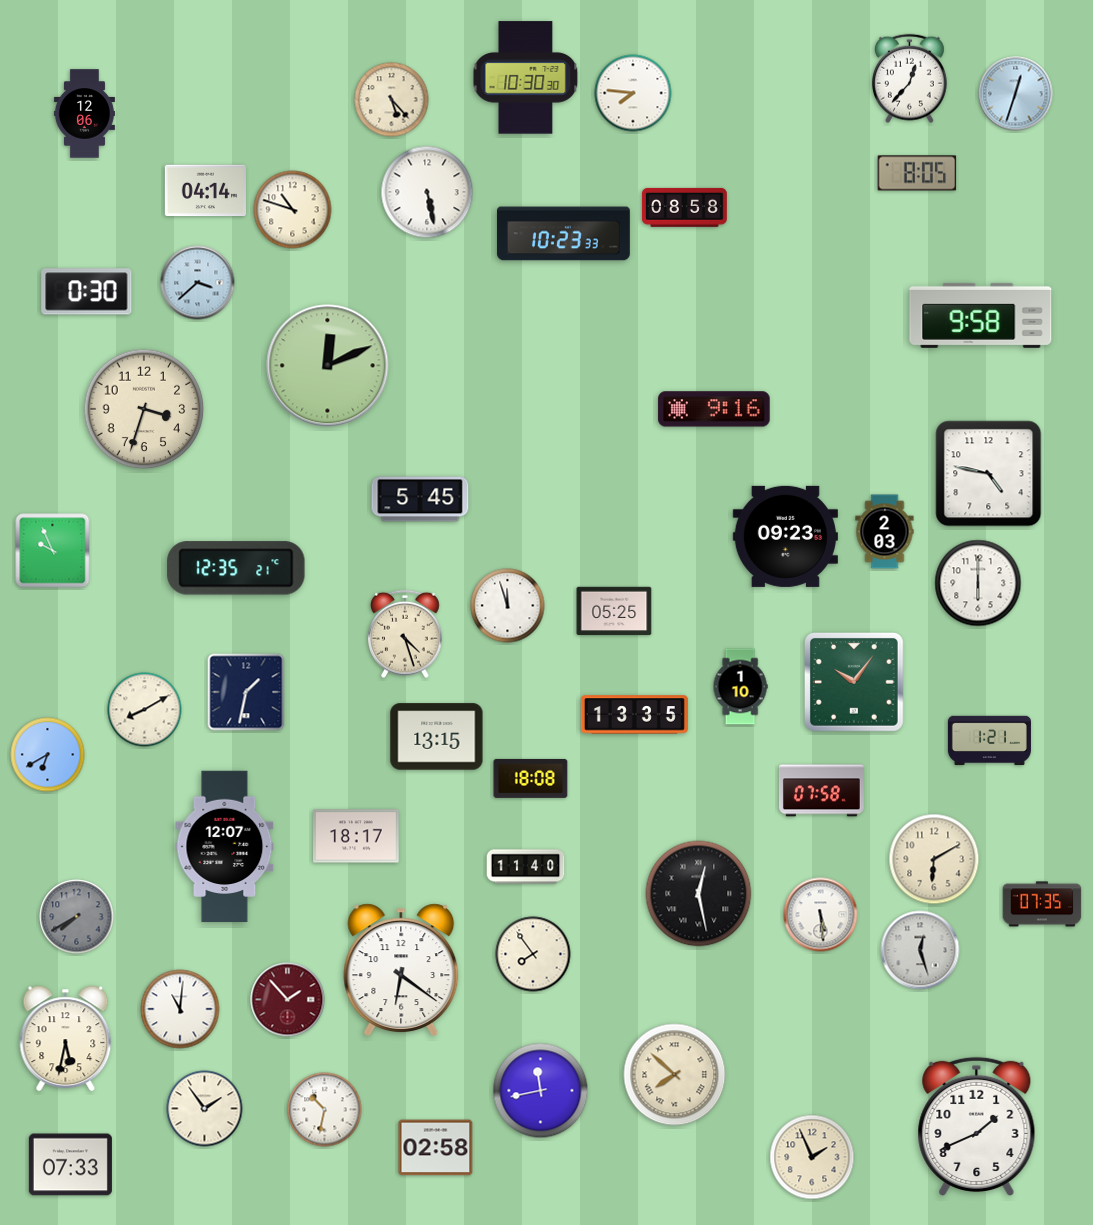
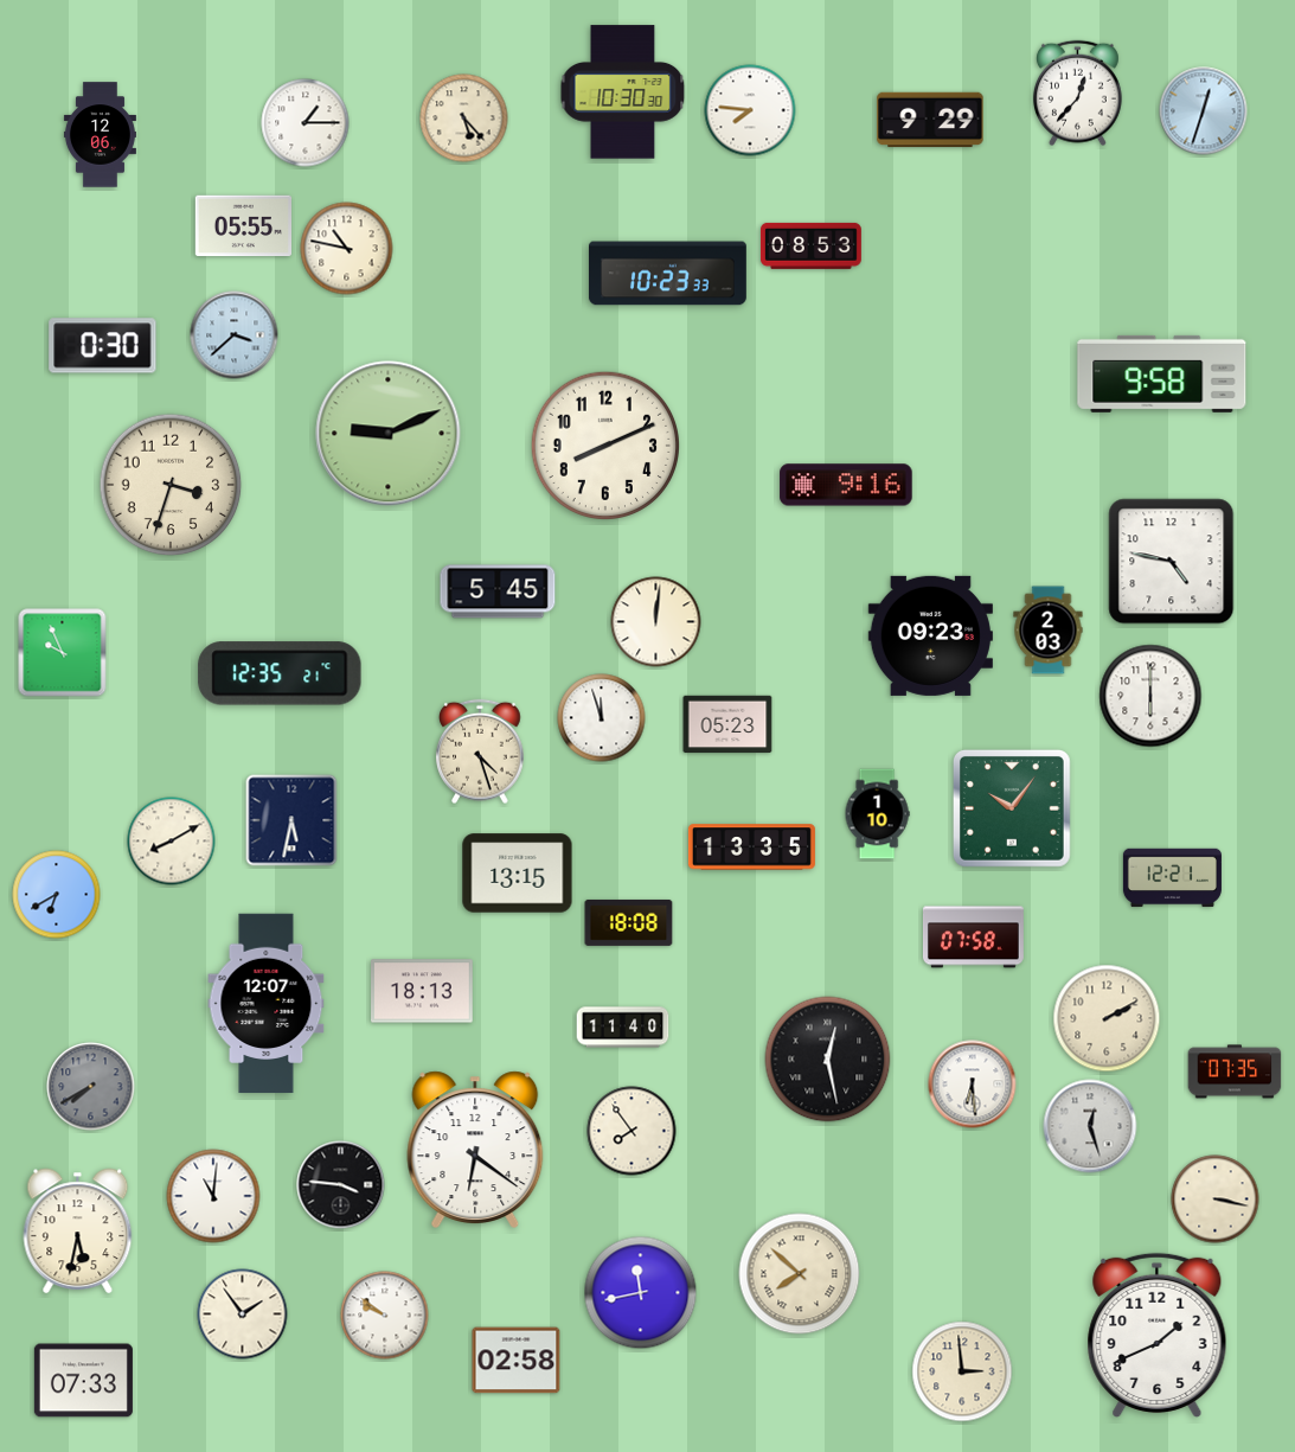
clock at (930, 120): none -> 9:29
clock at (306, 123): none -> 1:15
clock at (917, 173): 8:05 -> none
clock at (205, 191): 04:14 -> 05:55
clock at (427, 192): 5:28 -> none
clock at (684, 207): 08:58 -> 08:53
clock at (293, 210): 10:48 -> 10:47
clock at (563, 234) position: (563, 234) -> (667, 274)
clock at (328, 366): 12:11 -> 9:11
clock at (604, 444): none -> 8:11
clock at (656, 622): none -> 12:01
clock at (978, 583) position: (978, 583) -> (1150, 696)
clock at (614, 611): 05:25 -> 05:23
clock at (246, 692): 1:32 -> 5:32
clock at (989, 741): 1:21 -> 12:21
clock at (357, 836): 18:17 -> 18:13
clock at (934, 859): 6:10 -> 2:10
clock at (821, 915): 5:29 -> 6:29
clock at (288, 1000): 1:53 -> 3:46
clock at (288, 1000) dial: burgundy -> black
clock at (1216, 1200): none -> 3:17
clock at (325, 1110): 10:32 -> 9:51
clock at (812, 1157): 1:56 -> 2:59
